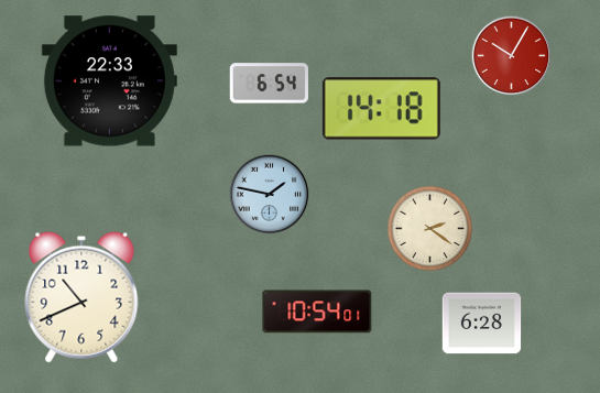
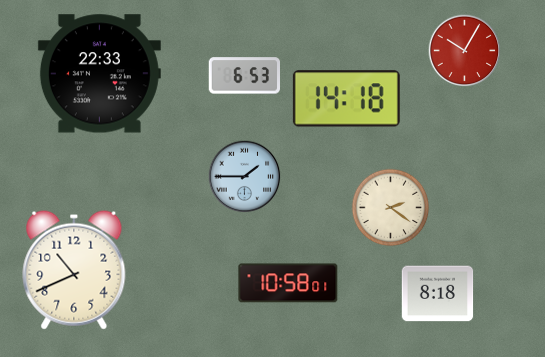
clock at (269, 84): 6:54 -> 6:53
clock at (270, 195): 1:47 -> 1:45
clock at (317, 312): 10:54 -> 10:58
clock at (482, 324): 6:28 -> 8:18
